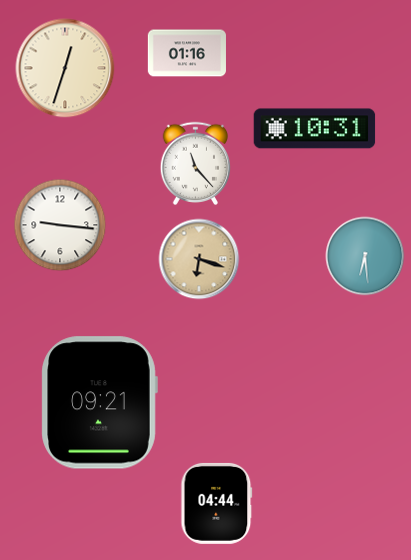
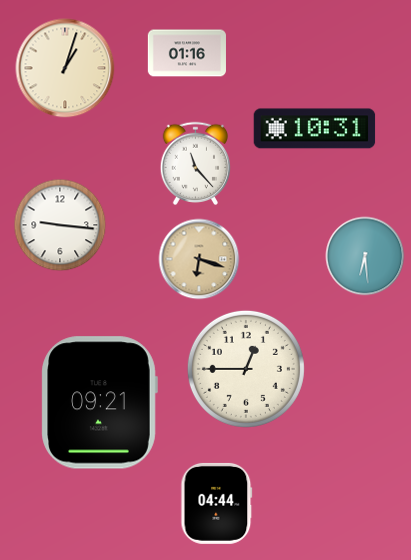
clock at (65, 68): 12:33 -> 1:03
clock at (246, 369): none -> 12:45
